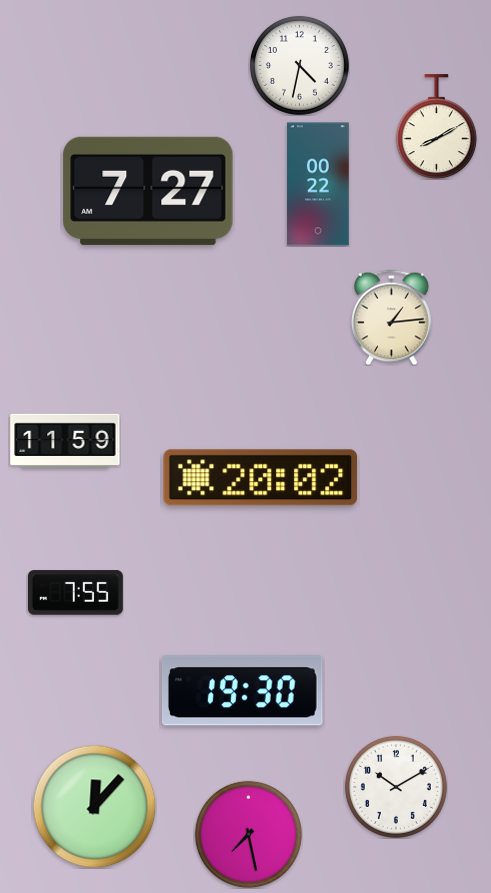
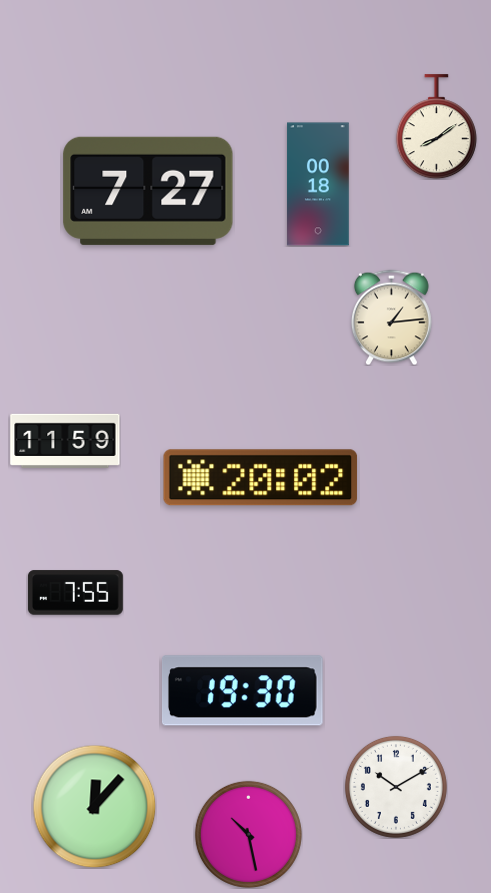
clock at (299, 65): 4:32 -> none
clock at (436, 127): 8:10 -> 8:09
clock at (318, 184): 00:22 -> 00:18
clock at (248, 834): 7:28 -> 10:28
